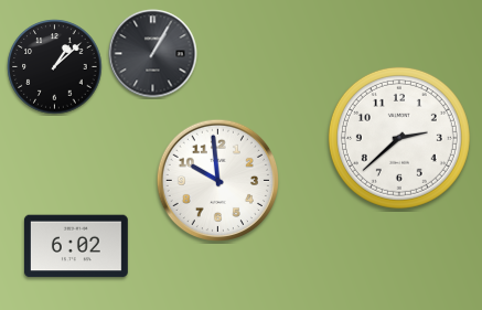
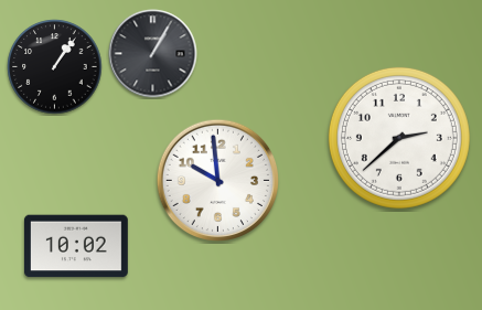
clock at (55, 67): 1:08 -> 1:06
clock at (76, 246): 6:02 -> 10:02
